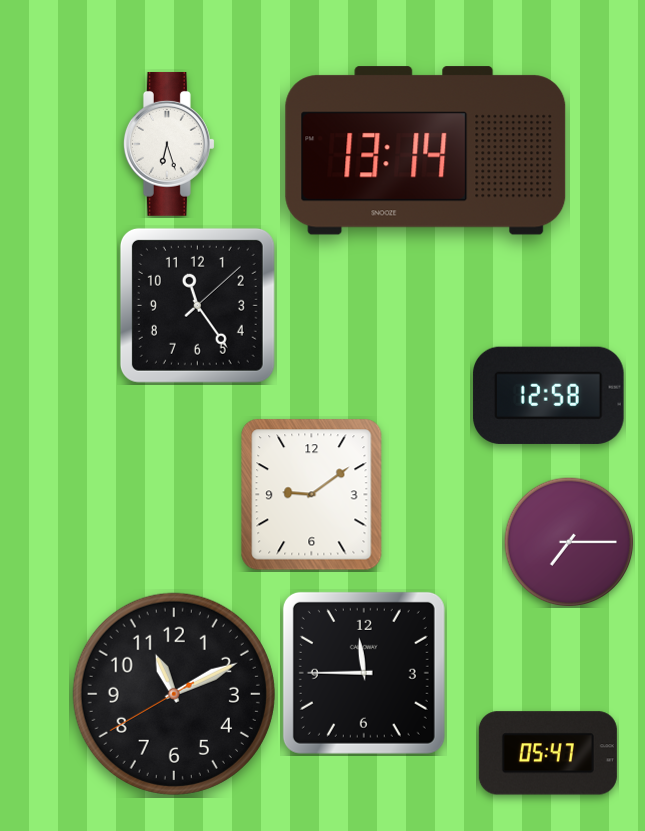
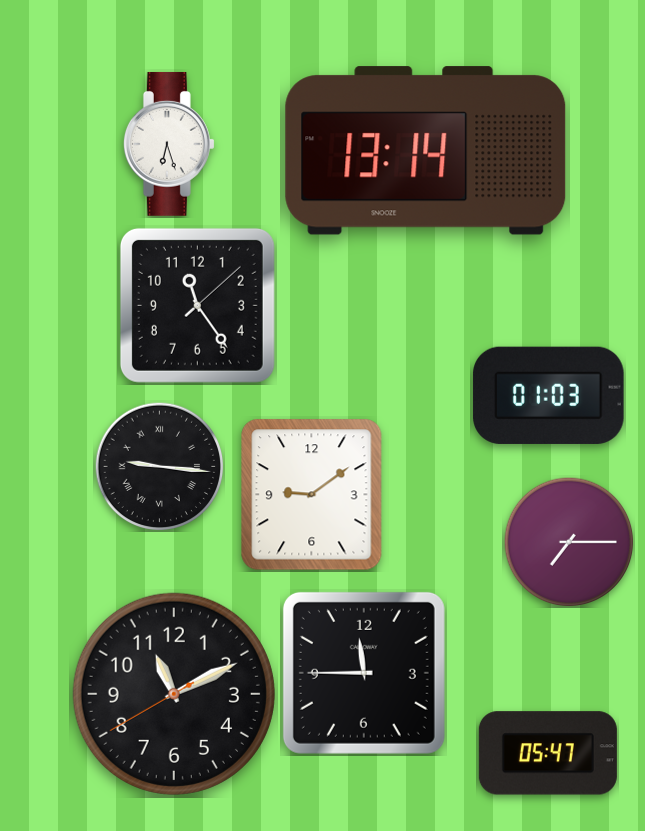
clock at (549, 395): 12:58 -> 01:03
clock at (159, 466): none -> 9:16
